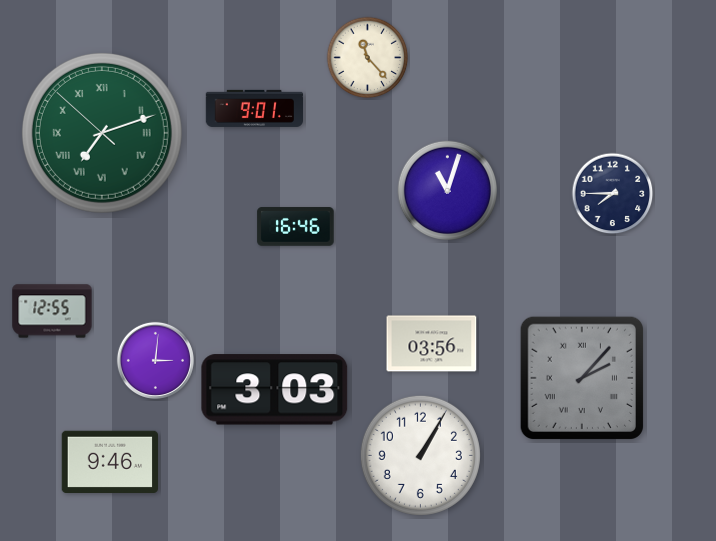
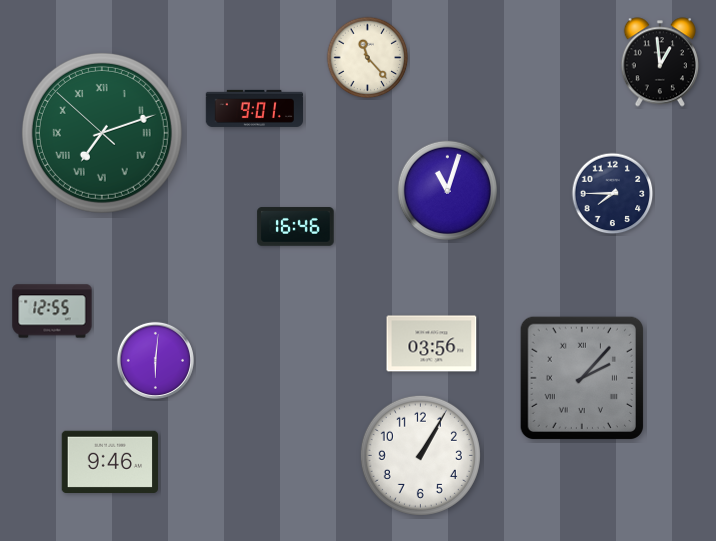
clock at (660, 62): none -> 12:59
clock at (155, 360): 3:01 -> 6:01
clock at (275, 390): 3:03 -> none
